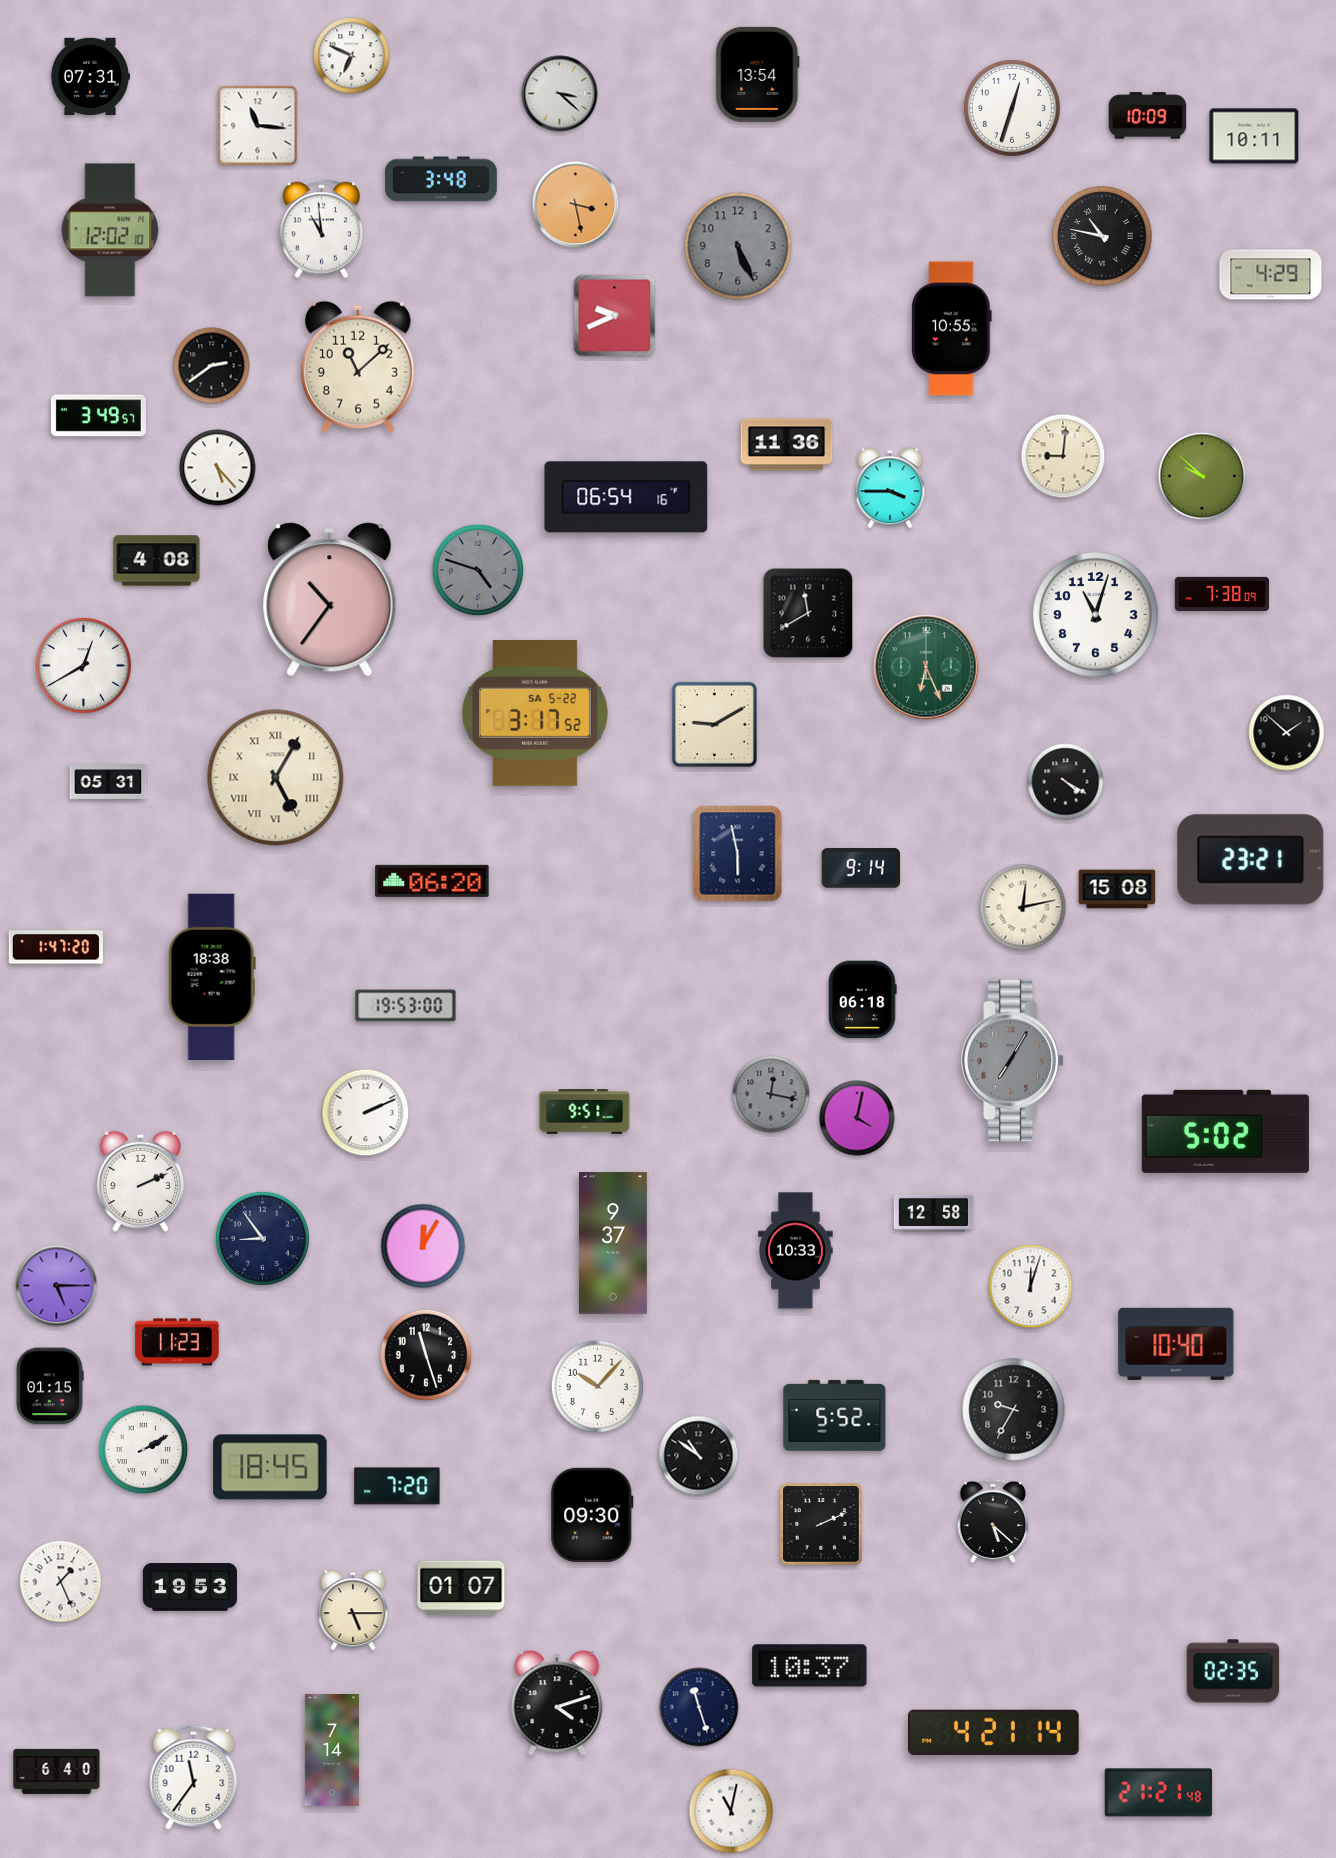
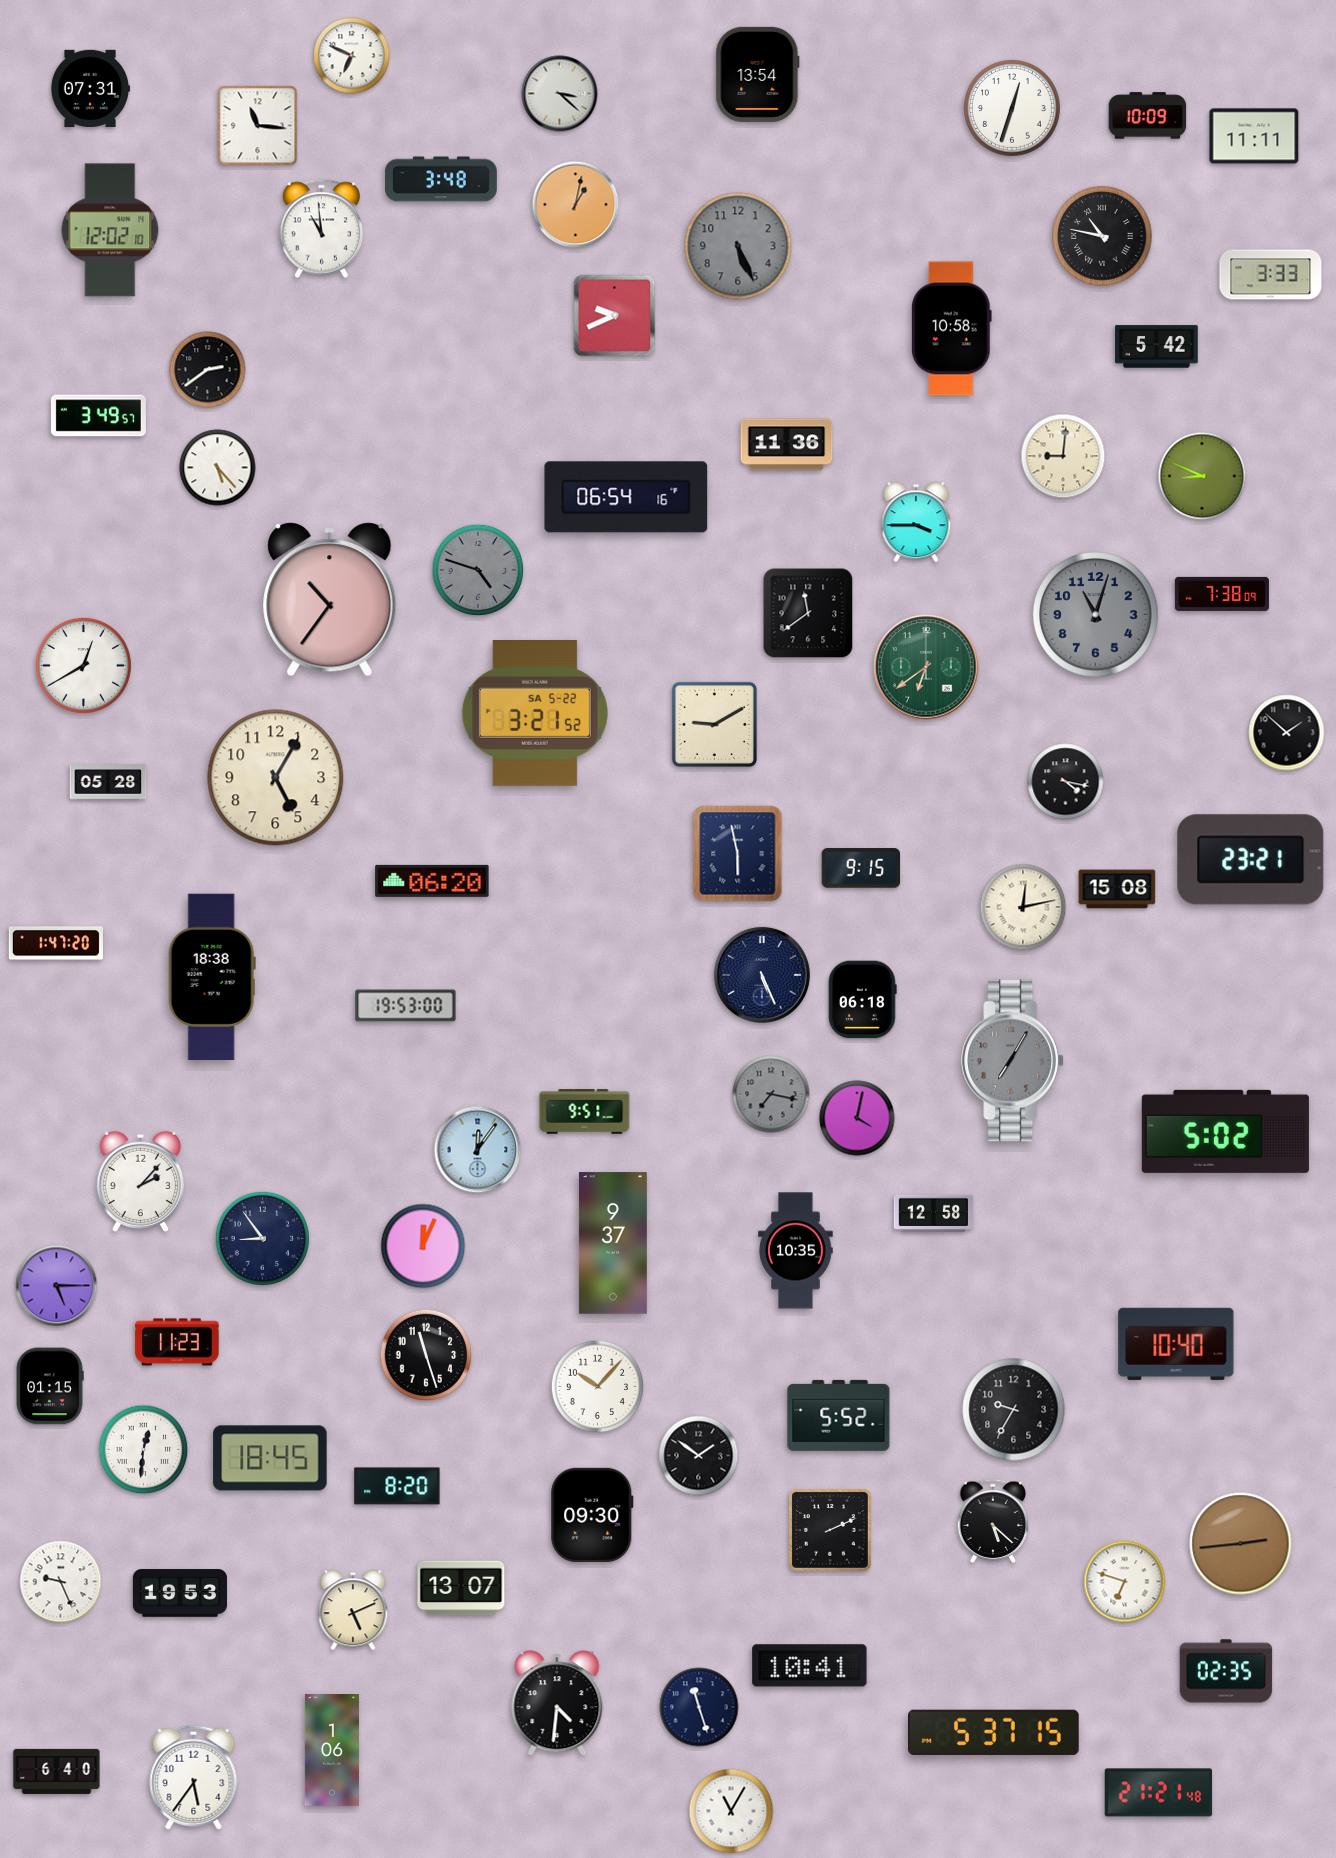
clock at (89, 76) position: (89, 76) -> (89, 88)
clock at (1254, 136): 10:11 -> 11:11
clock at (576, 205): 3:28 -> 1:02
clock at (1271, 275): 4:29 -> 3:33
clock at (952, 329): 10:55 -> 10:58
clock at (1157, 347): none -> 5:42
clock at (212, 366) position: (212, 366) -> (208, 370)
clock at (358, 367): 11:08 -> none
clock at (1202, 476): 9:52 -> 8:49
clock at (890, 488) position: (890, 488) -> (916, 522)
clock at (157, 561): 4:08 -> none
clock at (808, 613): 11:40 -> 11:39
clock at (1096, 615) dial: white -> grey
clock at (926, 667): 6:26 -> 6:39
clock at (535, 714): 3:17 -> 3:21
clock at (276, 778) numerals: Roman -> Arabic
clock at (108, 782): 05:31 -> 05:28
clock at (1066, 782): 4:20 -> 4:17
clock at (861, 868): 9:14 -> 9:15
clock at (56, 947) position: (56, 947) -> (56, 943)
clock at (762, 975): none -> 5:26
clock at (771, 1094): 12:17 -> 7:17
clock at (366, 1113): 2:11 -> none
clock at (478, 1150): none -> 12:06
clock at (140, 1182): 2:11 -> 2:07
clock at (423, 1246): 12:05 -> 12:04
clock at (796, 1251): 10:33 -> 10:35
clock at (1031, 1287): 12:03 -> none
clock at (835, 1415) position: (835, 1415) -> (839, 1415)
clock at (144, 1450): 2:10 -> 12:31
clock at (699, 1456): 10:51 -> 1:51
clock at (270, 1467) position: (270, 1467) -> (270, 1458)
clock at (397, 1486): 7:20 -> 8:20
clock at (821, 1524) position: (821, 1524) -> (830, 1530)
clock at (1241, 1544): none -> 2:44
clock at (61, 1582): 1:26 -> 9:26
clock at (1125, 1582): none -> 6:48
clock at (190, 1587) position: (190, 1587) -> (180, 1593)
clock at (461, 1588): 01:07 -> 13:07
clock at (353, 1610): 5:15 -> 5:11
clock at (810, 1666): 10:37 -> 10:41
clock at (1233, 1671) position: (1233, 1671) -> (1226, 1671)
clock at (557, 1703): 4:12 -> 4:31
clock at (994, 1732): 4:21 -> 5:37
clock at (332, 1750): 7:14 -> 1:06
clock at (194, 1777): 11:36 -> 5:36
clock at (731, 1811): 11:02 -> 11:05
